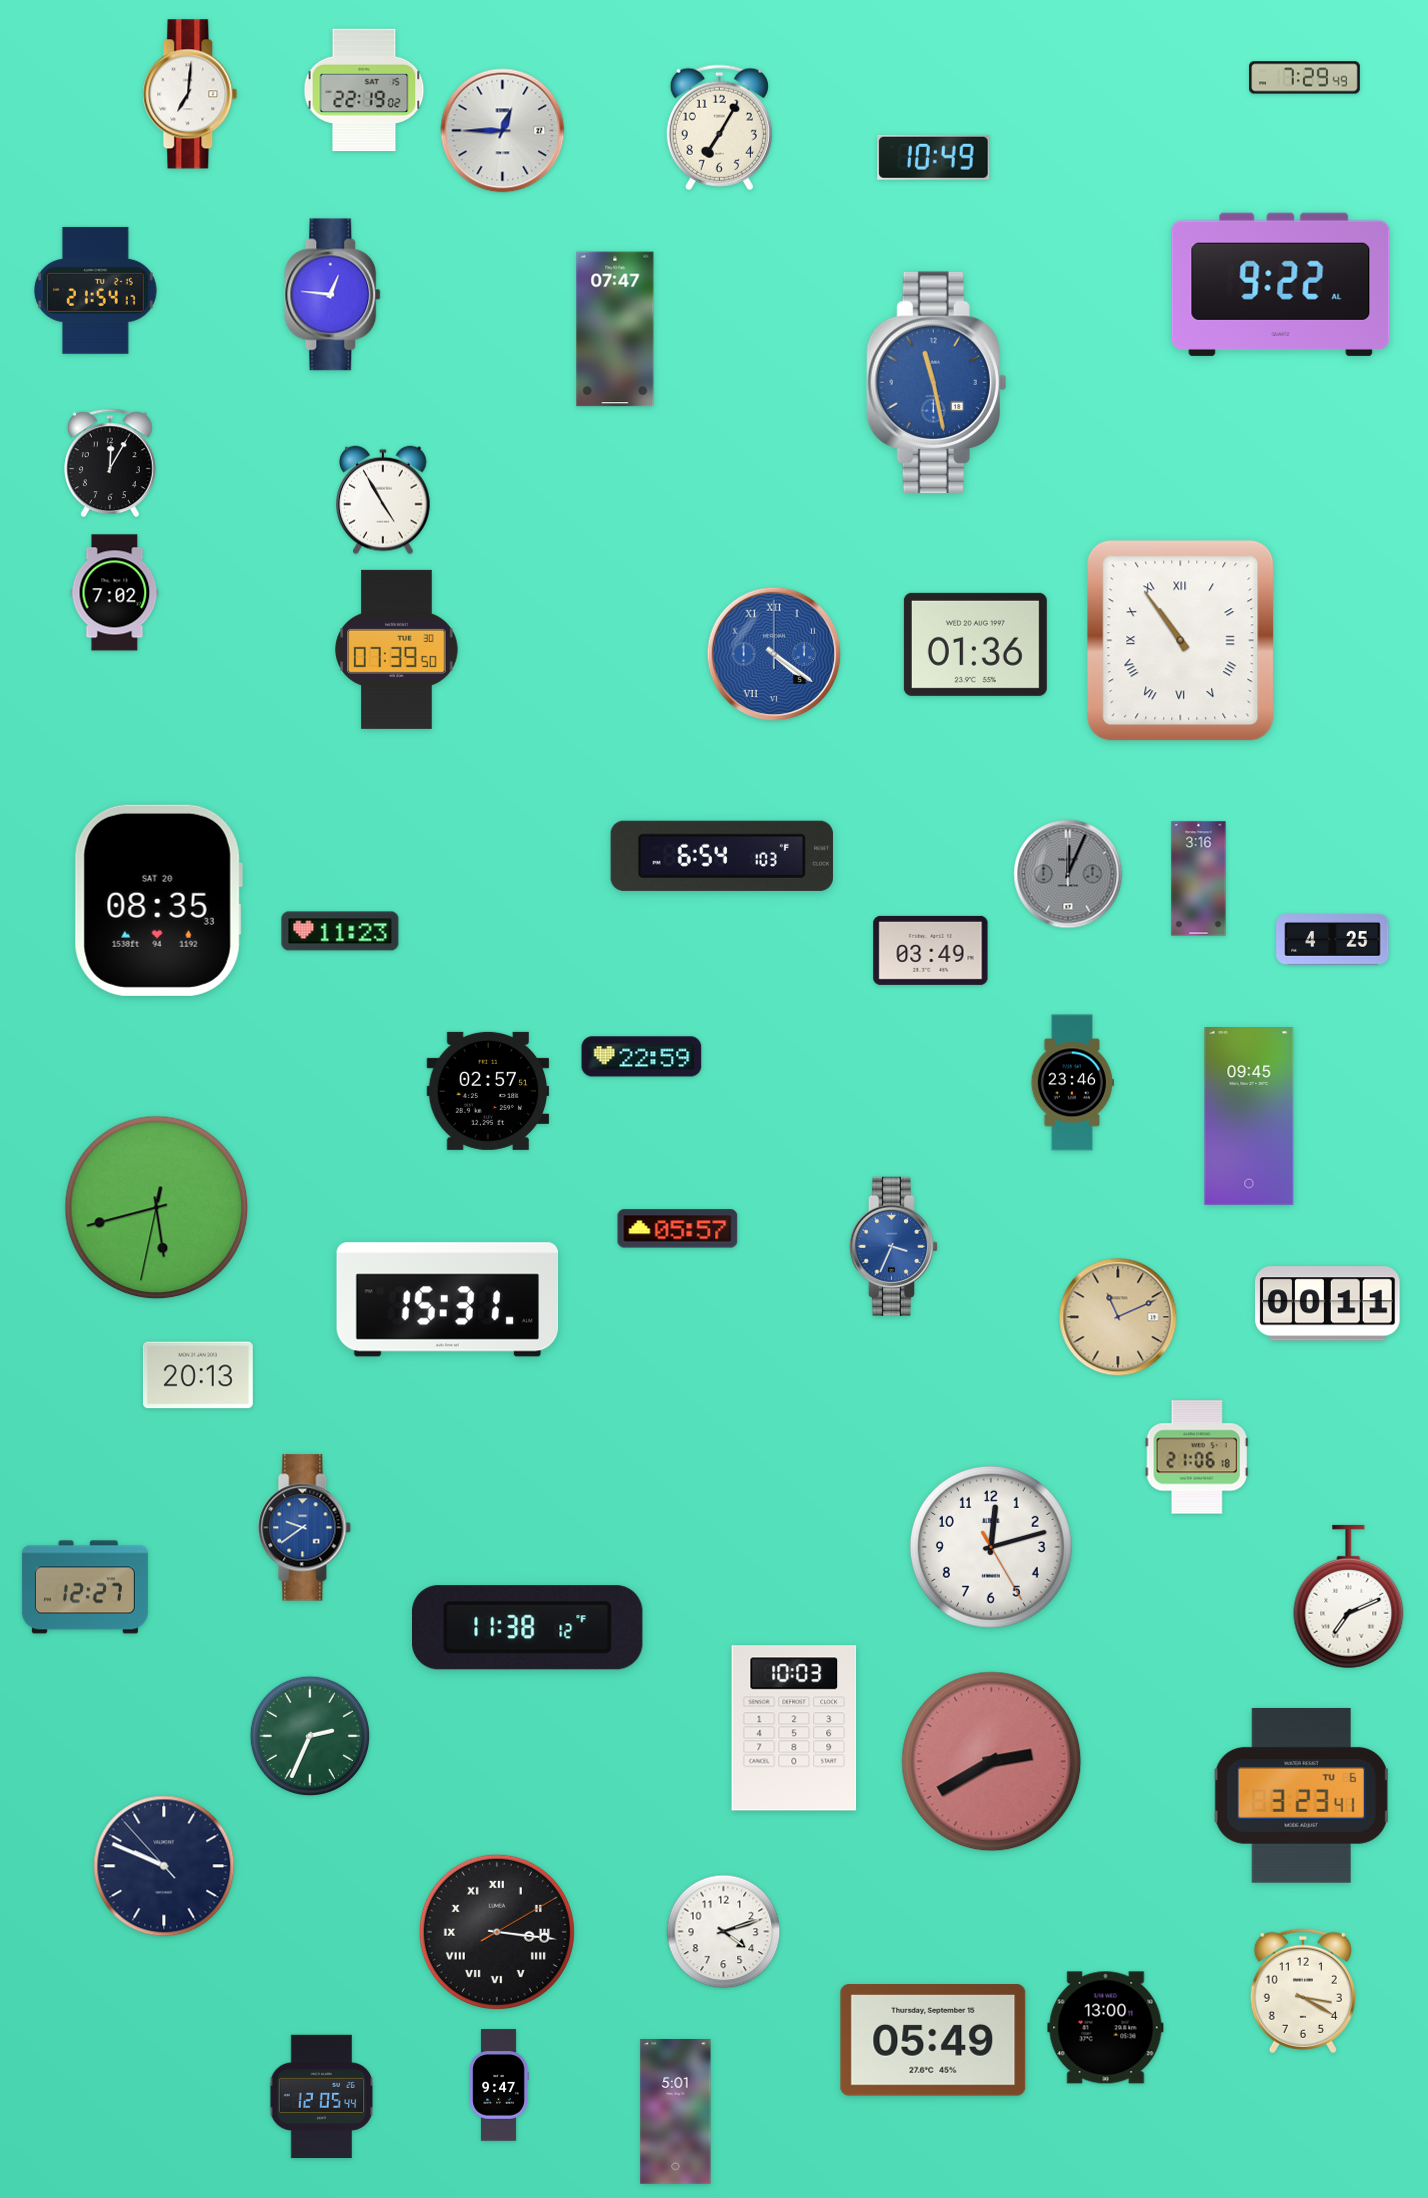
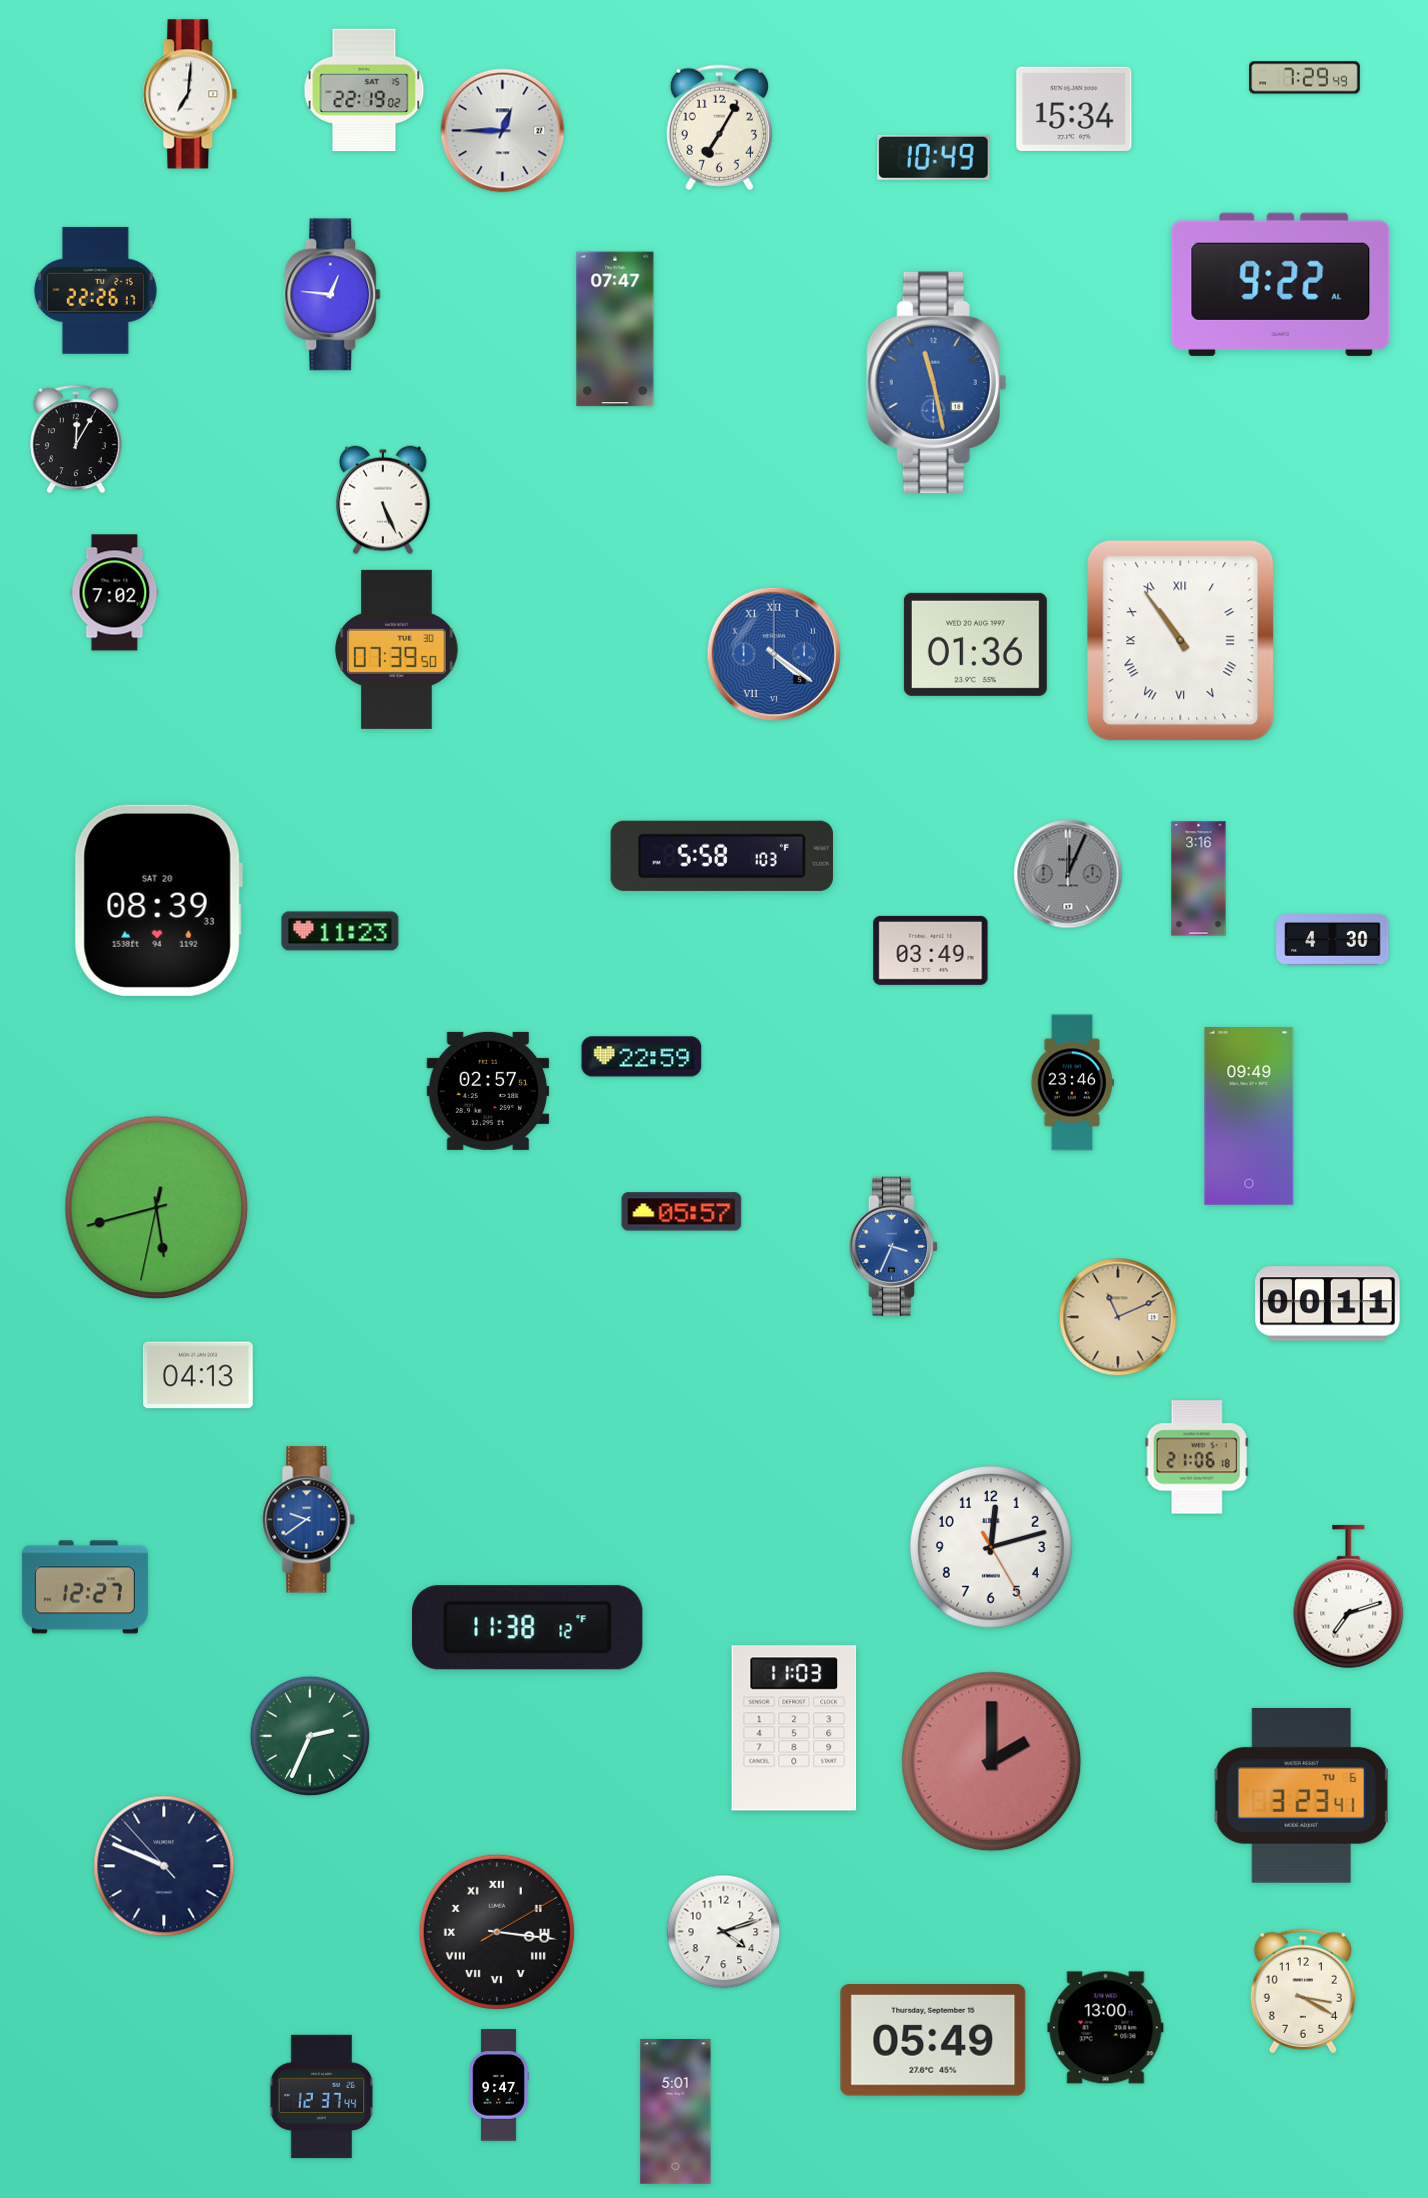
clock at (1074, 109): none -> 15:34
clock at (95, 290): 21:54 -> 22:26
clock at (111, 463) position: (111, 463) -> (77, 439)
clock at (383, 500): 4:55 -> 5:26
clock at (722, 856): 6:54 -> 5:58
clock at (158, 900): 08:35 -> 08:39
clock at (1333, 940): 4:25 -> 4:30
clock at (1249, 1117): 09:45 -> 09:49
clock at (678, 1229) position: (678, 1229) -> (682, 1212)
clock at (448, 1300): 15:31 -> none
clock at (198, 1375): 20:13 -> 04:13
clock at (305, 1528) position: (305, 1528) -> (309, 1520)
clock at (1349, 1597): 7:11 -> 7:12
clock at (794, 1728): 10:03 -> 11:03
clock at (992, 1762): 2:40 -> 2:00
clock at (322, 2097): 12:05 -> 12:37
